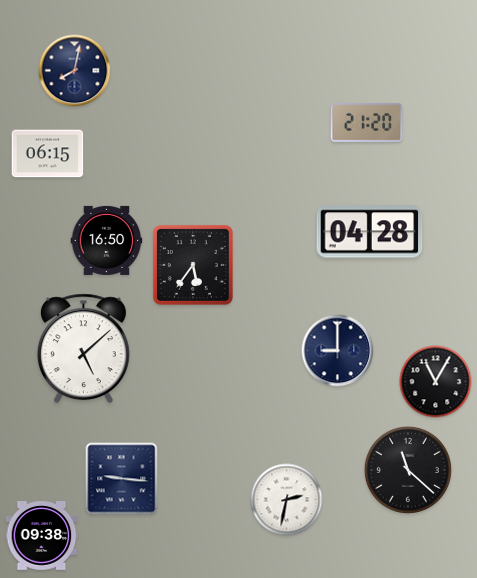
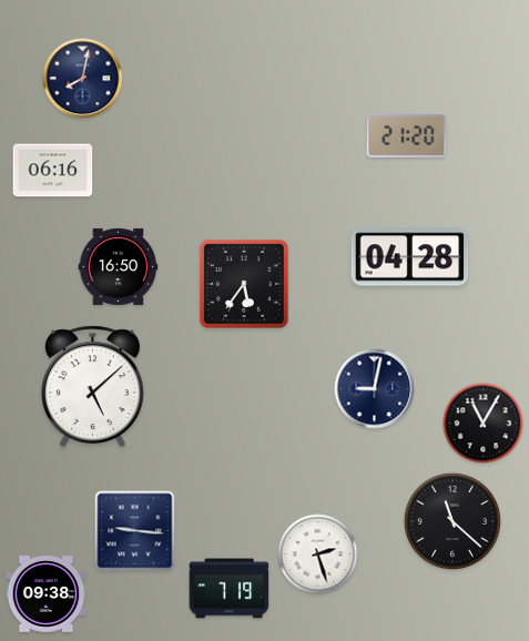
clock at (48, 154): 06:15 -> 06:16
clock at (193, 265) position: (193, 265) -> (244, 284)
clock at (338, 351): 9:00 -> 9:02
clock at (287, 500): 2:32 -> 2:27
clock at (230, 589): none -> 7:19
